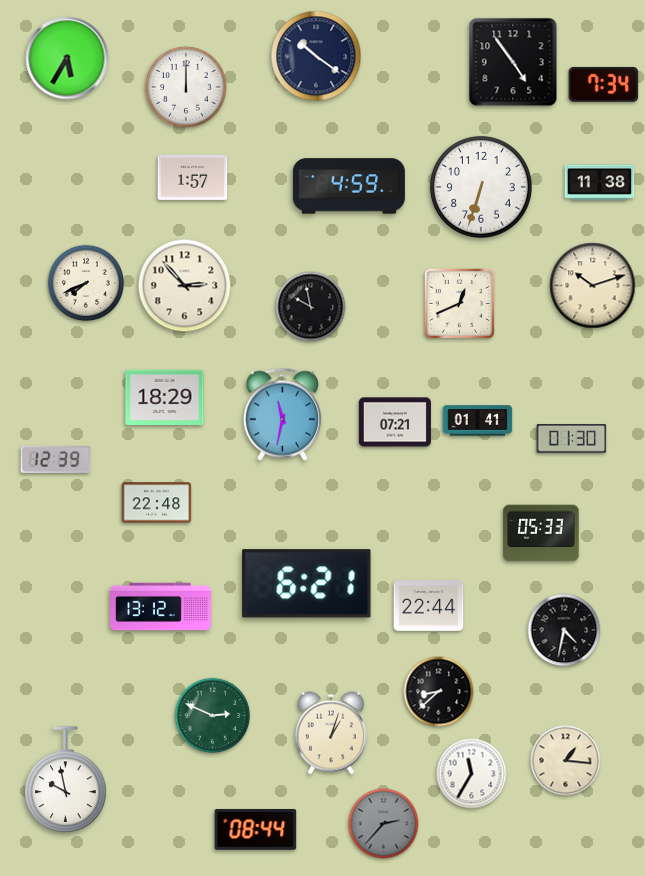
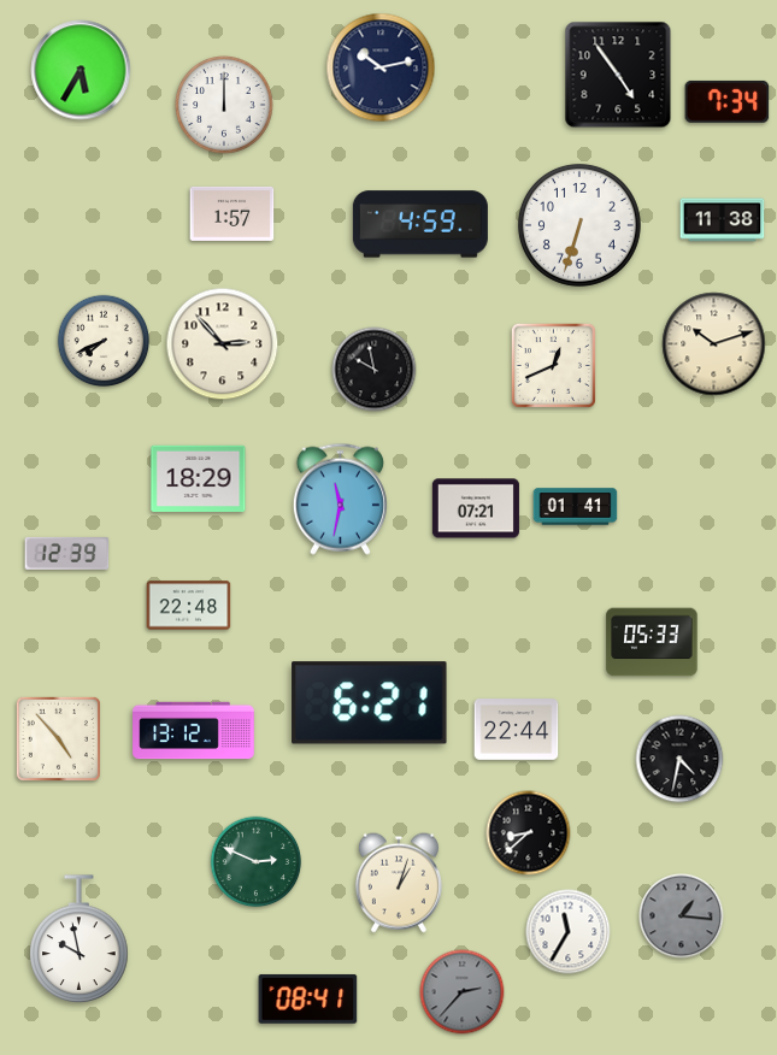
clock at (316, 56): 10:21 -> 10:13
clock at (572, 439): 01:30 -> none
clock at (58, 738): none -> 4:53
clock at (566, 761) dial: cream -> grey
clock at (256, 830): 08:44 -> 08:41
